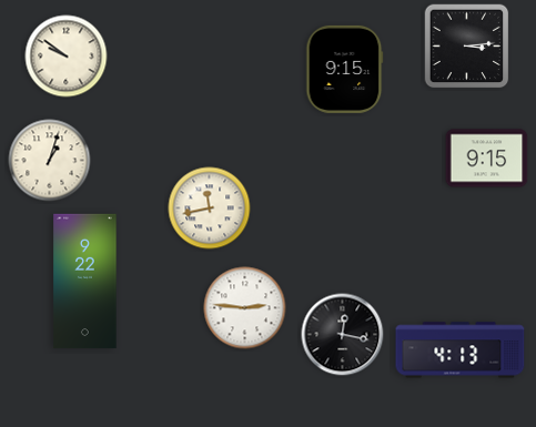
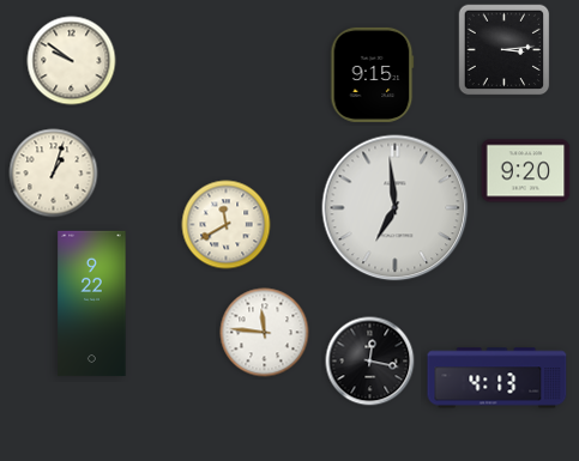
clock at (487, 159): 9:15 -> 9:20
clock at (396, 208): none -> 6:59
clock at (210, 209): 11:43 -> 11:40
clock at (245, 308): 2:46 -> 11:46
